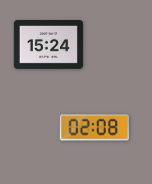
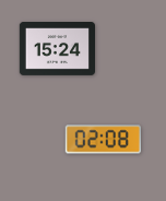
clock at (48, 45) position: (48, 45) -> (57, 49)
